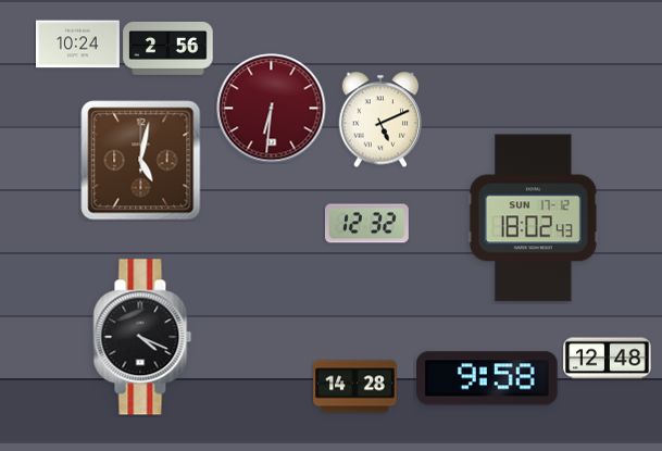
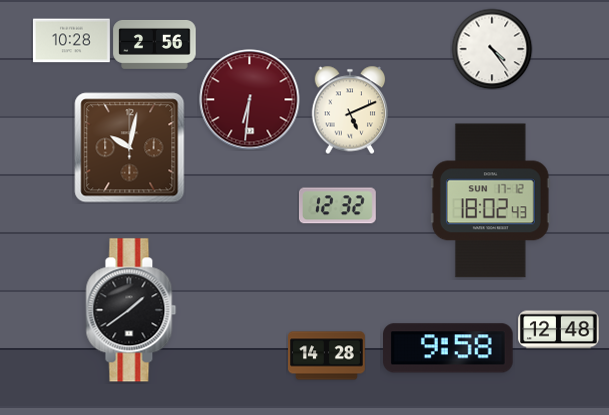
clock at (77, 45): 10:24 -> 10:28
clock at (492, 49): none -> 4:24
clock at (141, 161): 5:02 -> 10:02
clock at (142, 337): 4:19 -> 1:39
